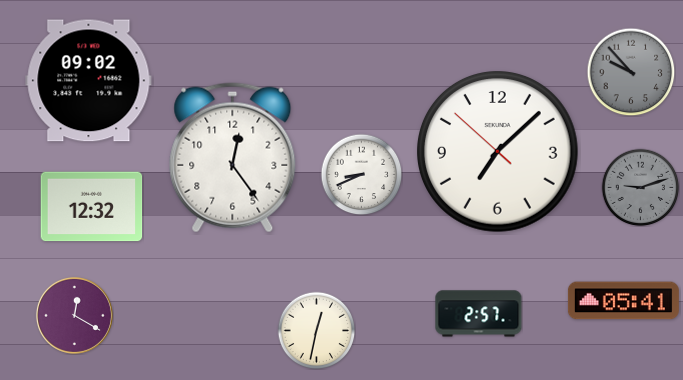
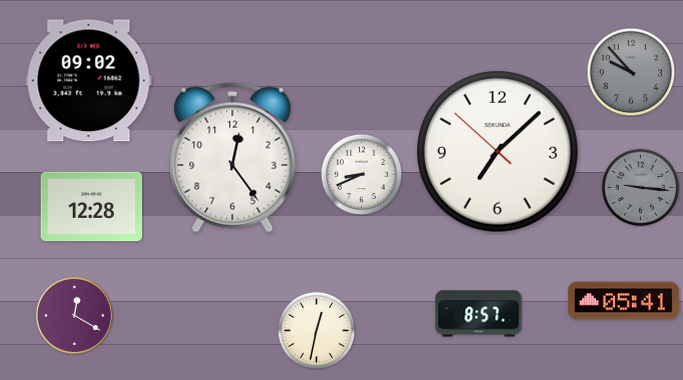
clock at (640, 187): 9:12 -> 9:16
clock at (92, 207): 12:32 -> 12:28
clock at (479, 314): 2:57 -> 8:57
